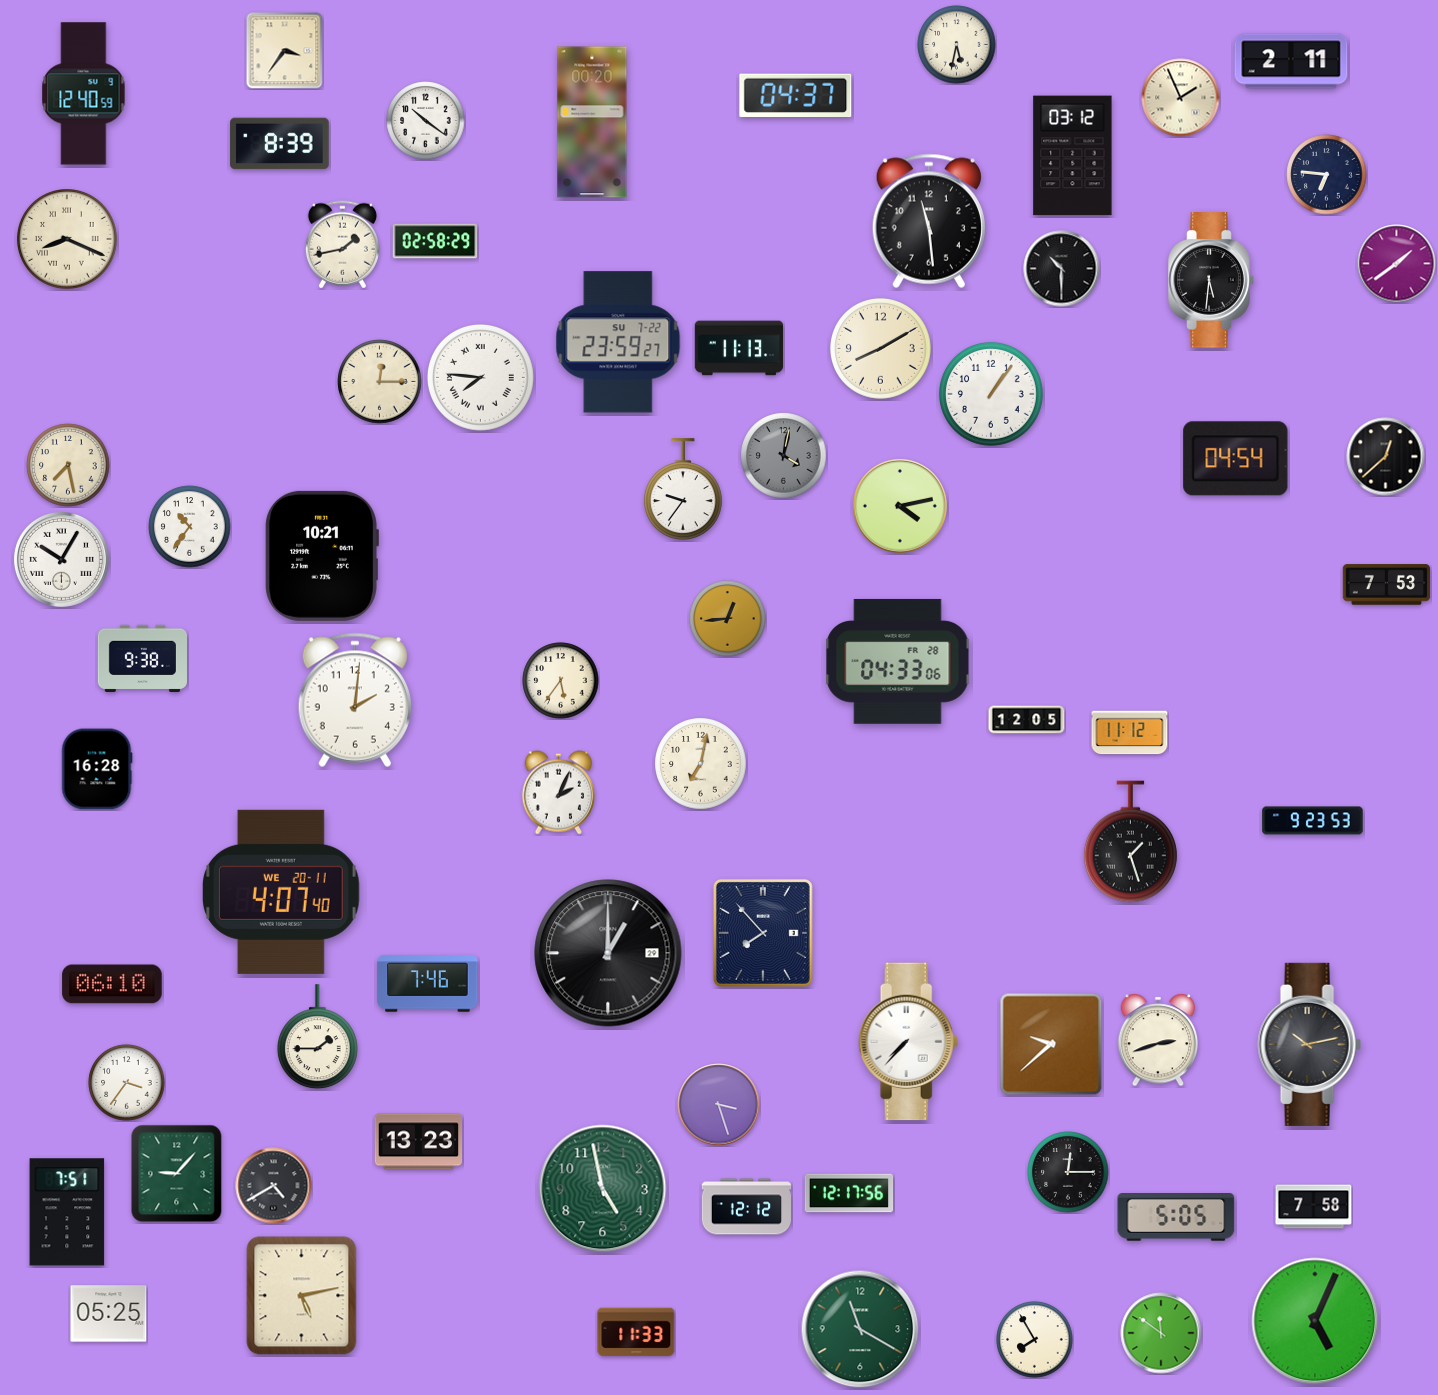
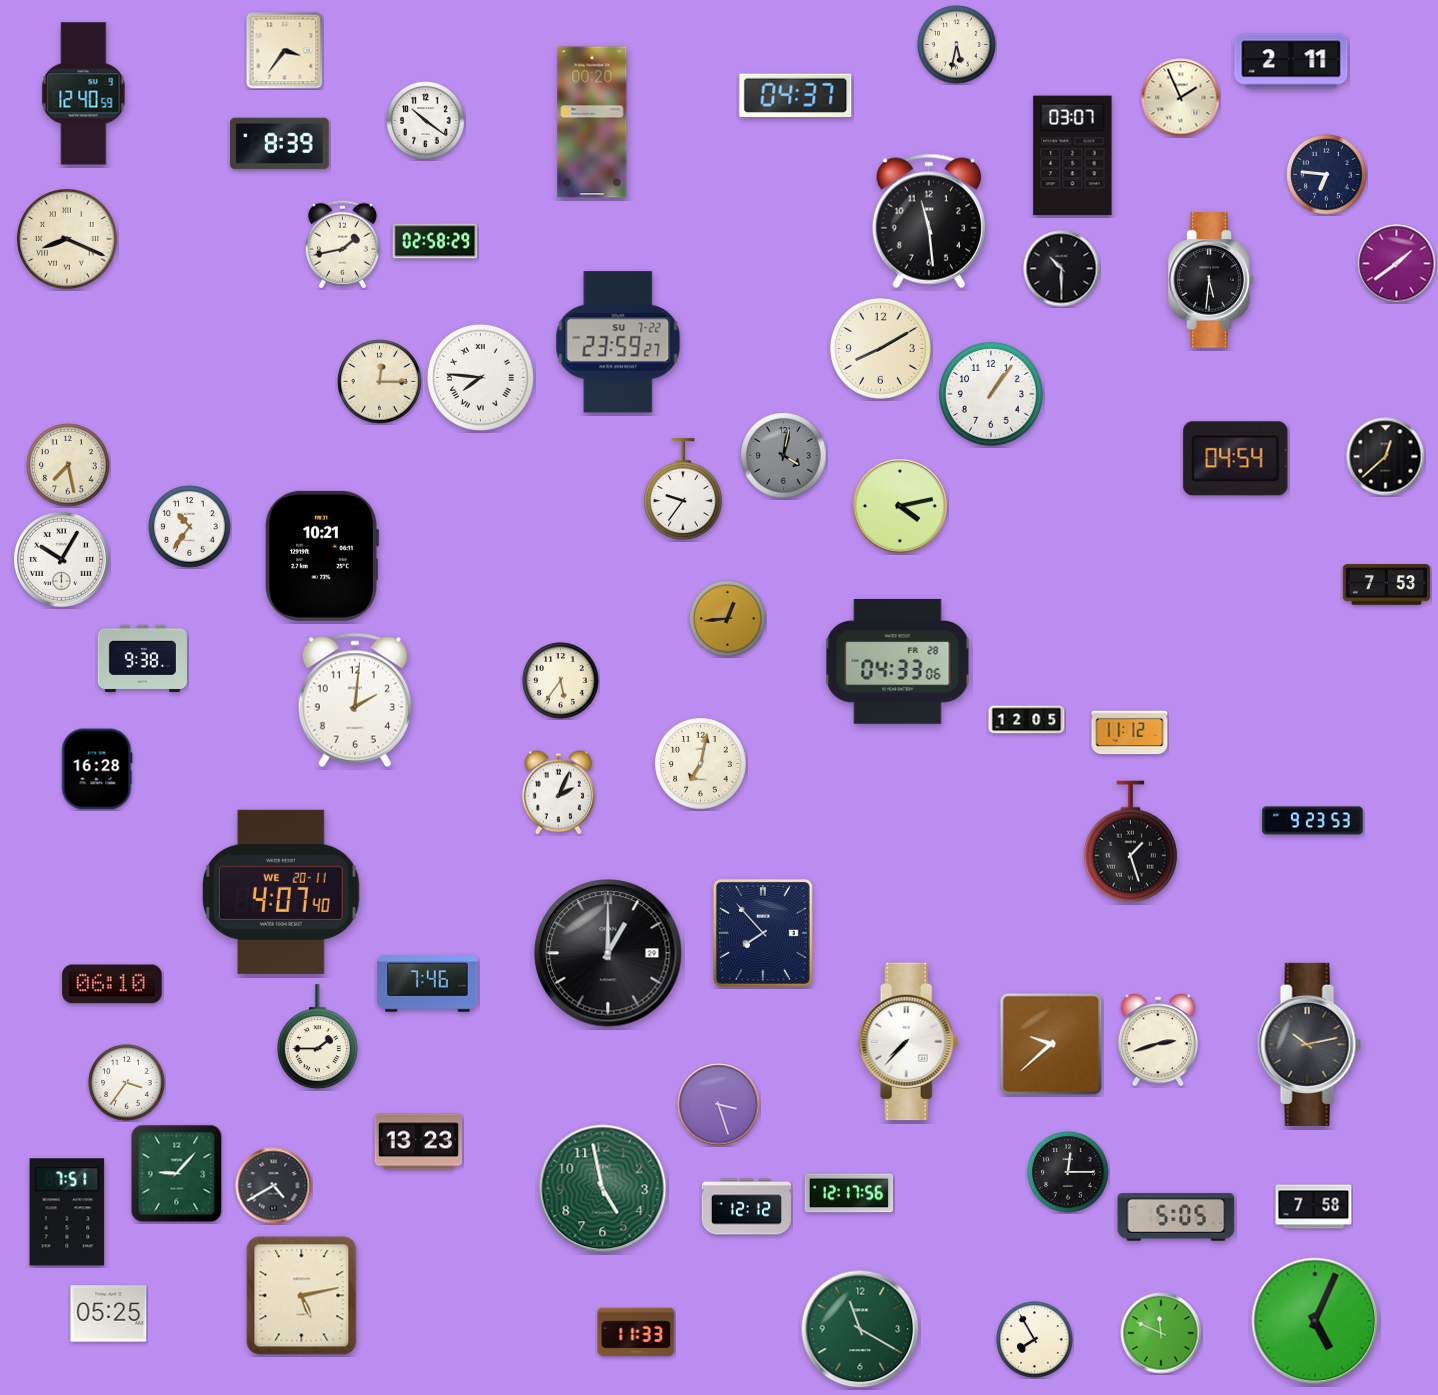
clock at (1073, 156): 03:12 -> 03:07
clock at (739, 348): 11:13 -> none
clock at (1161, 1333): 11:51 -> 11:49
